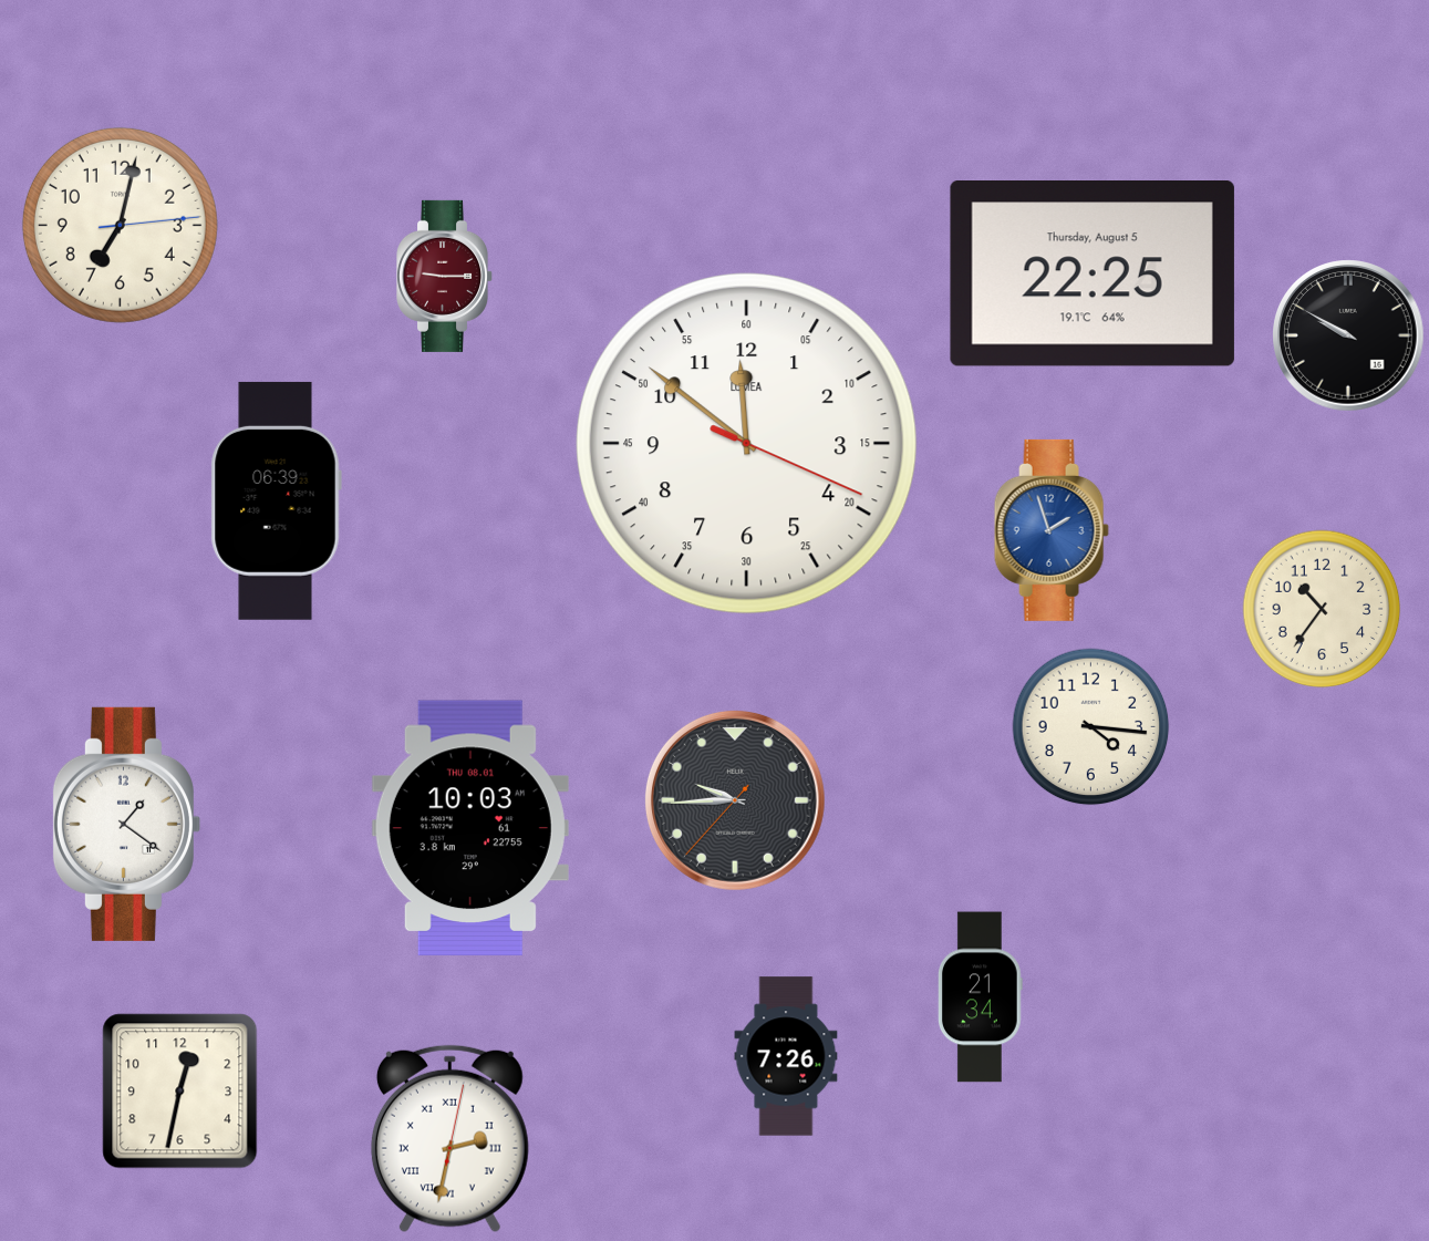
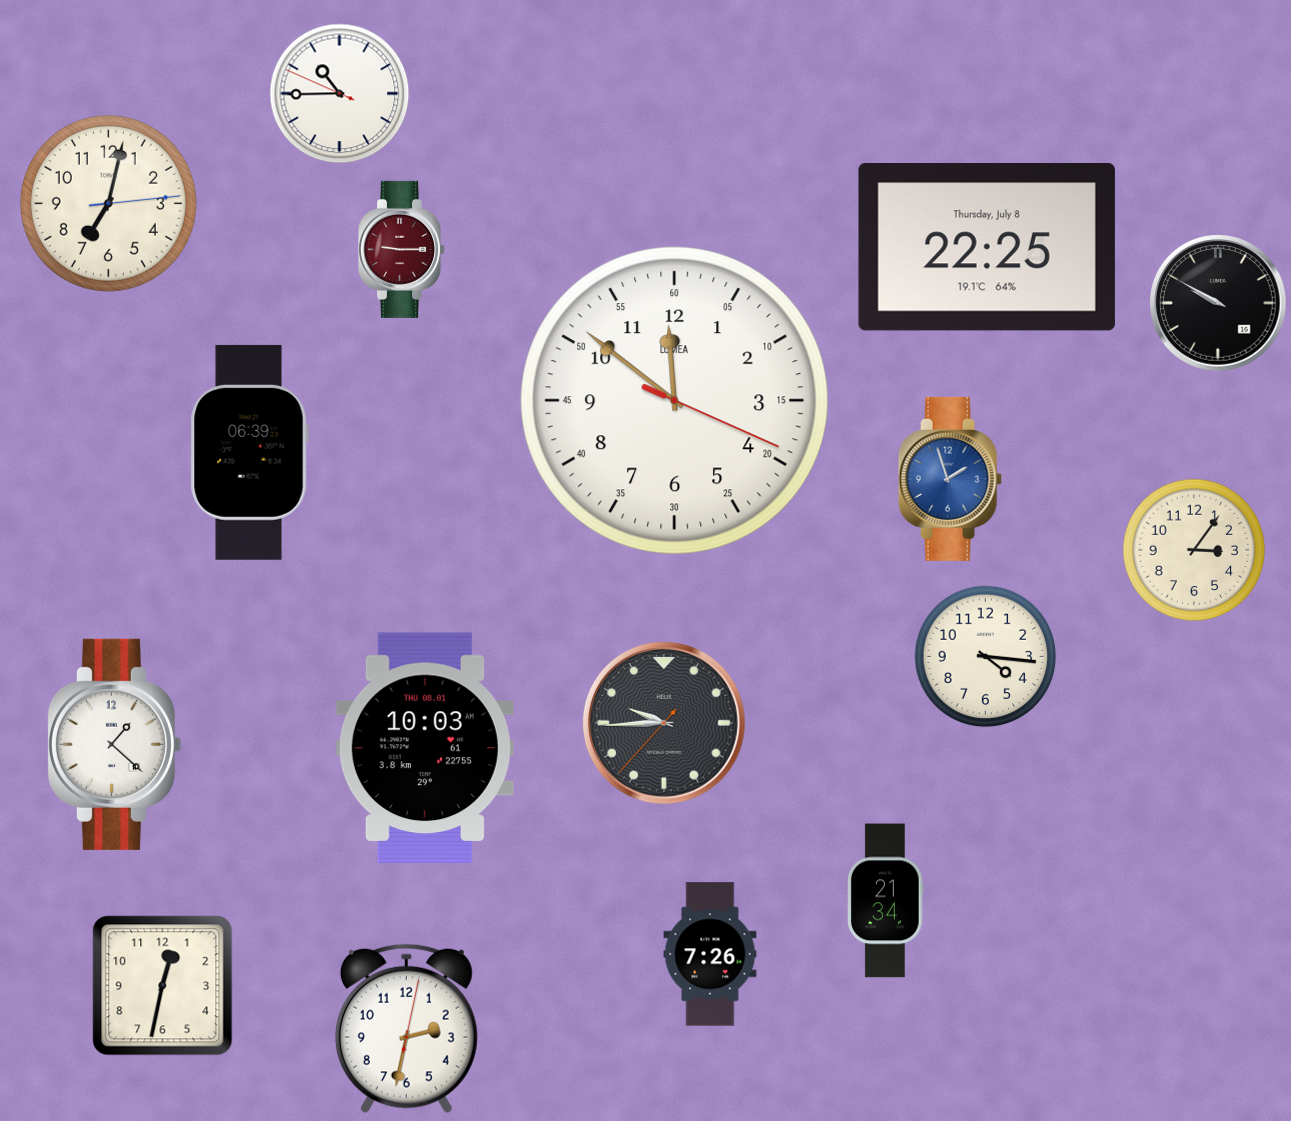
clock at (340, 94): none -> 10:44
clock at (1093, 275) date: Thursday, August 5 -> Thursday, July 8
clock at (1322, 609): 10:36 -> 3:06
clock at (126, 824): 1:21 -> 1:22
clock at (449, 1139) numerals: Roman -> Arabic
